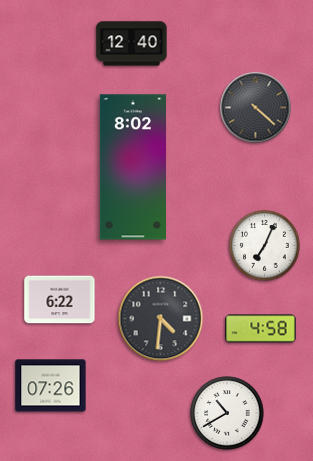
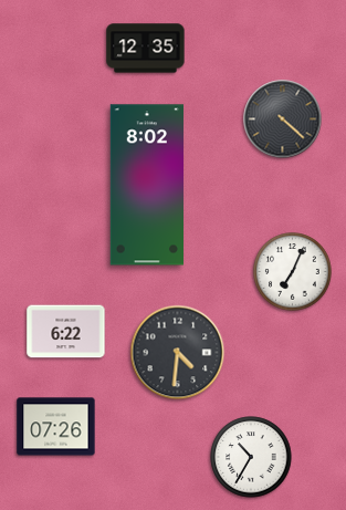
clock at (132, 44): 12:40 -> 12:35
clock at (261, 329): 4:58 -> none
clock at (227, 413): 10:40 -> 10:35
